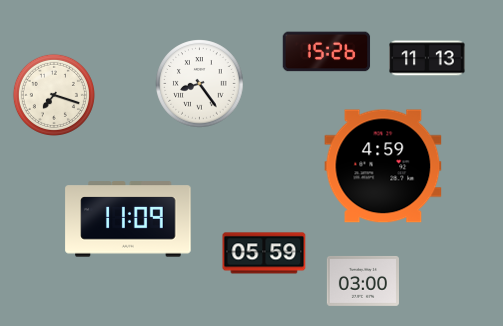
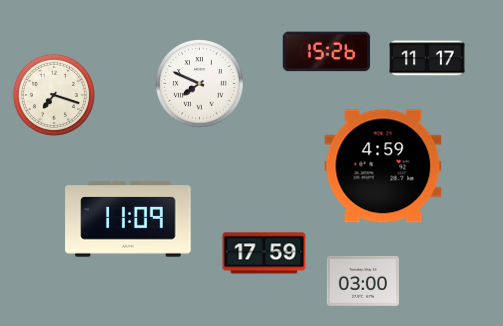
clock at (427, 58): 11:13 -> 11:17
clock at (200, 84): 8:24 -> 7:49
clock at (264, 253): 05:59 -> 17:59
